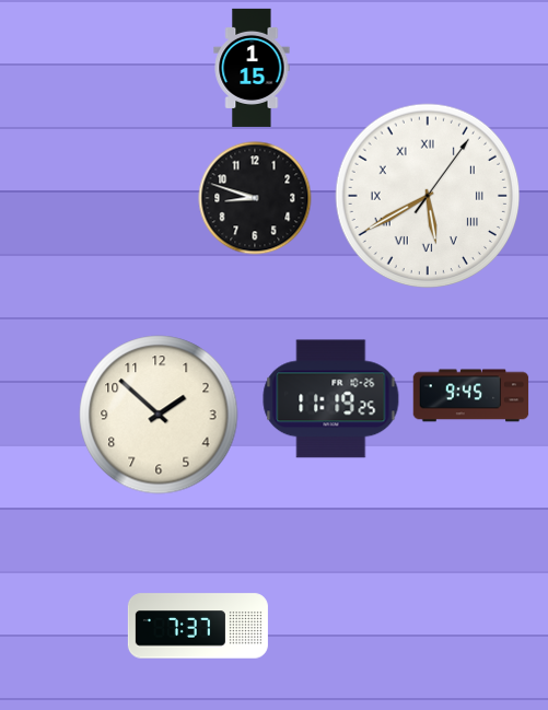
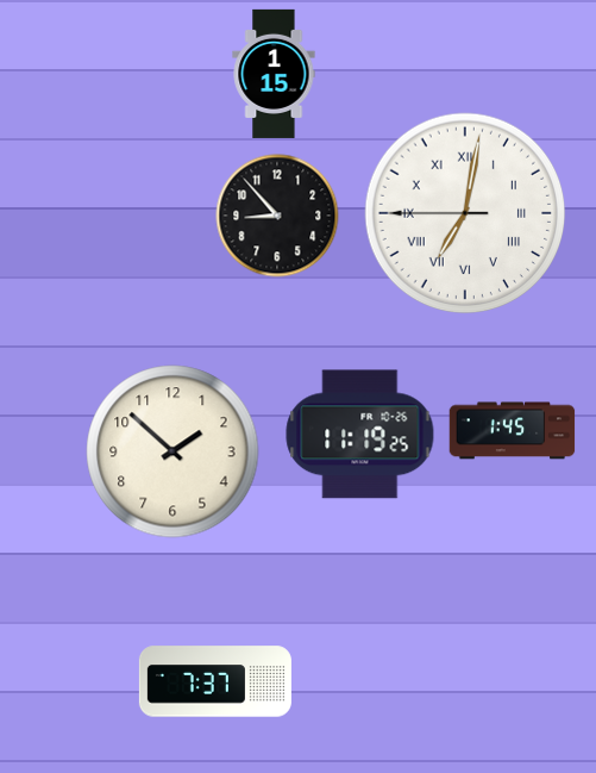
clock at (428, 196): 5:40 -> 7:01
clock at (255, 198): 8:48 -> 8:53
clock at (471, 396): 9:45 -> 1:45
